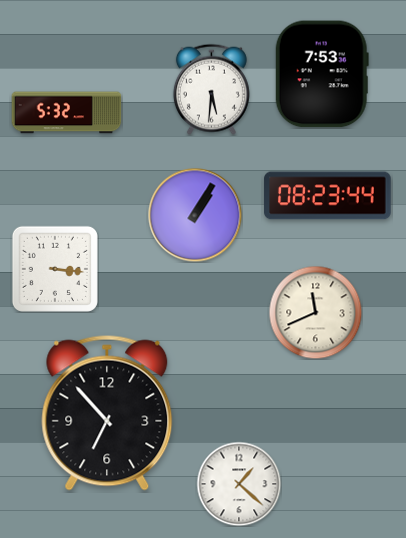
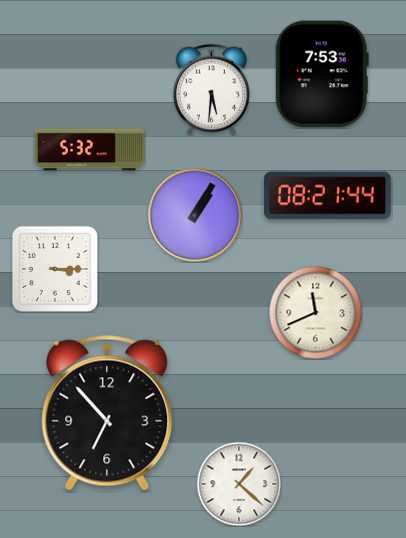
clock at (67, 113) position: (67, 113) -> (90, 150)
clock at (328, 196): 08:23 -> 08:21
clock at (55, 269): 3:16 -> 3:15
